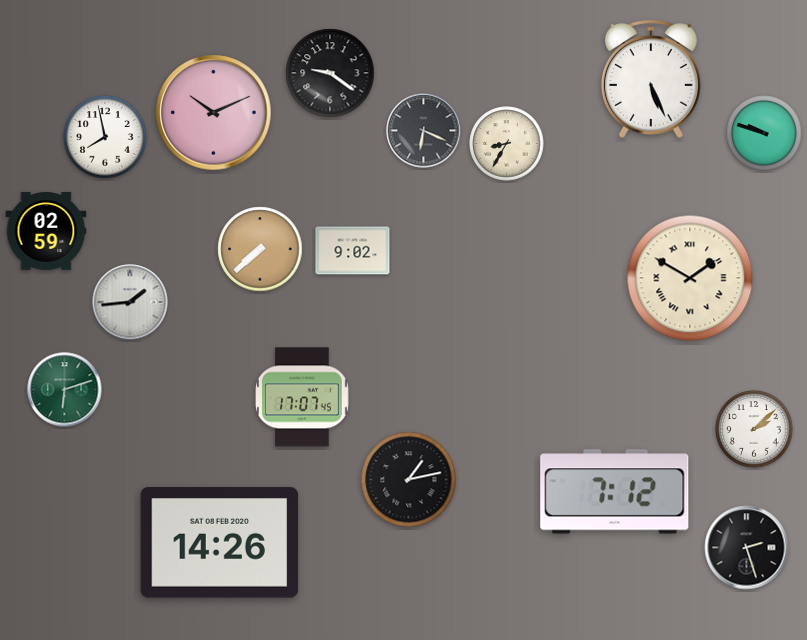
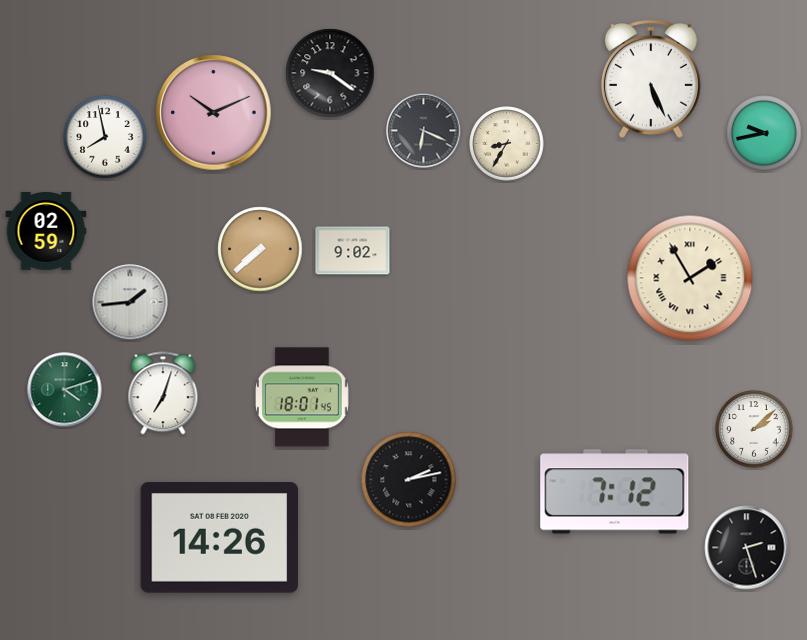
clock at (764, 133): 9:48 -> 9:43
clock at (690, 278): 1:50 -> 1:55
clock at (65, 390): 6:12 -> 4:12
clock at (163, 393): none -> 7:03
clock at (303, 397): 17:07 -> 18:01
clock at (409, 480): 1:13 -> 2:13
clock at (220, 543) position: (220, 543) -> (220, 538)
